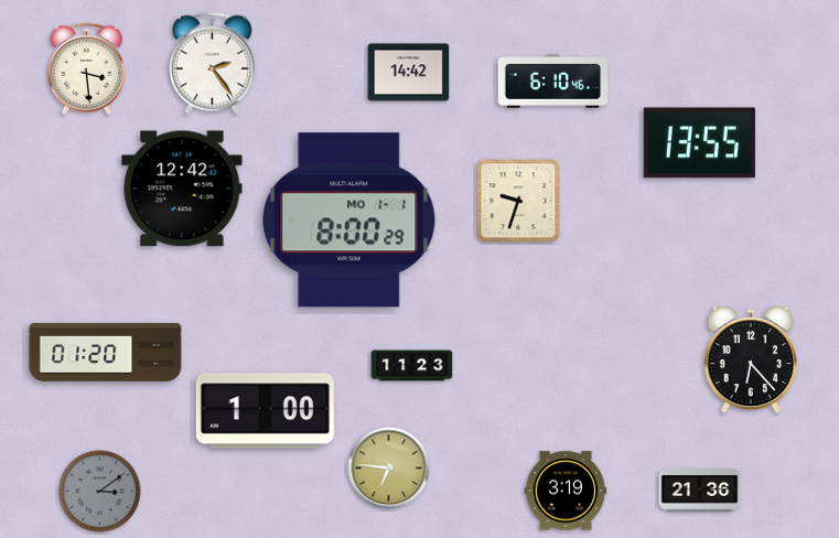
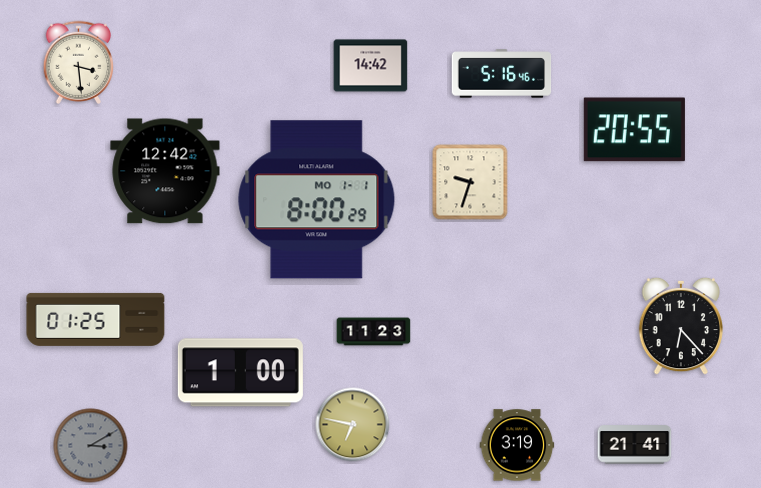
clock at (212, 63): 2:24 -> none
clock at (553, 82): 6:10 -> 5:16
clock at (699, 143): 13:55 -> 20:55
clock at (106, 352): 01:20 -> 01:25
clock at (389, 469): 6:46 -> 6:47
clock at (566, 491) position: (566, 491) -> (517, 445)
clock at (700, 491): 21:36 -> 21:41
clock at (100, 492): 3:09 -> 3:10
